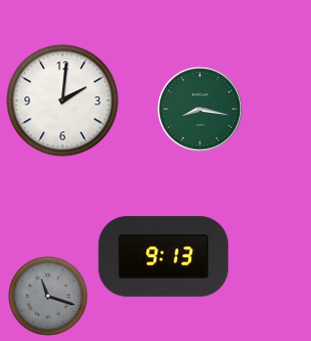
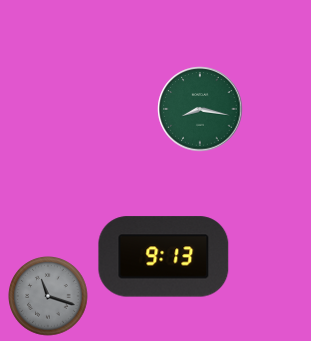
clock at (63, 101): 2:01 -> none
